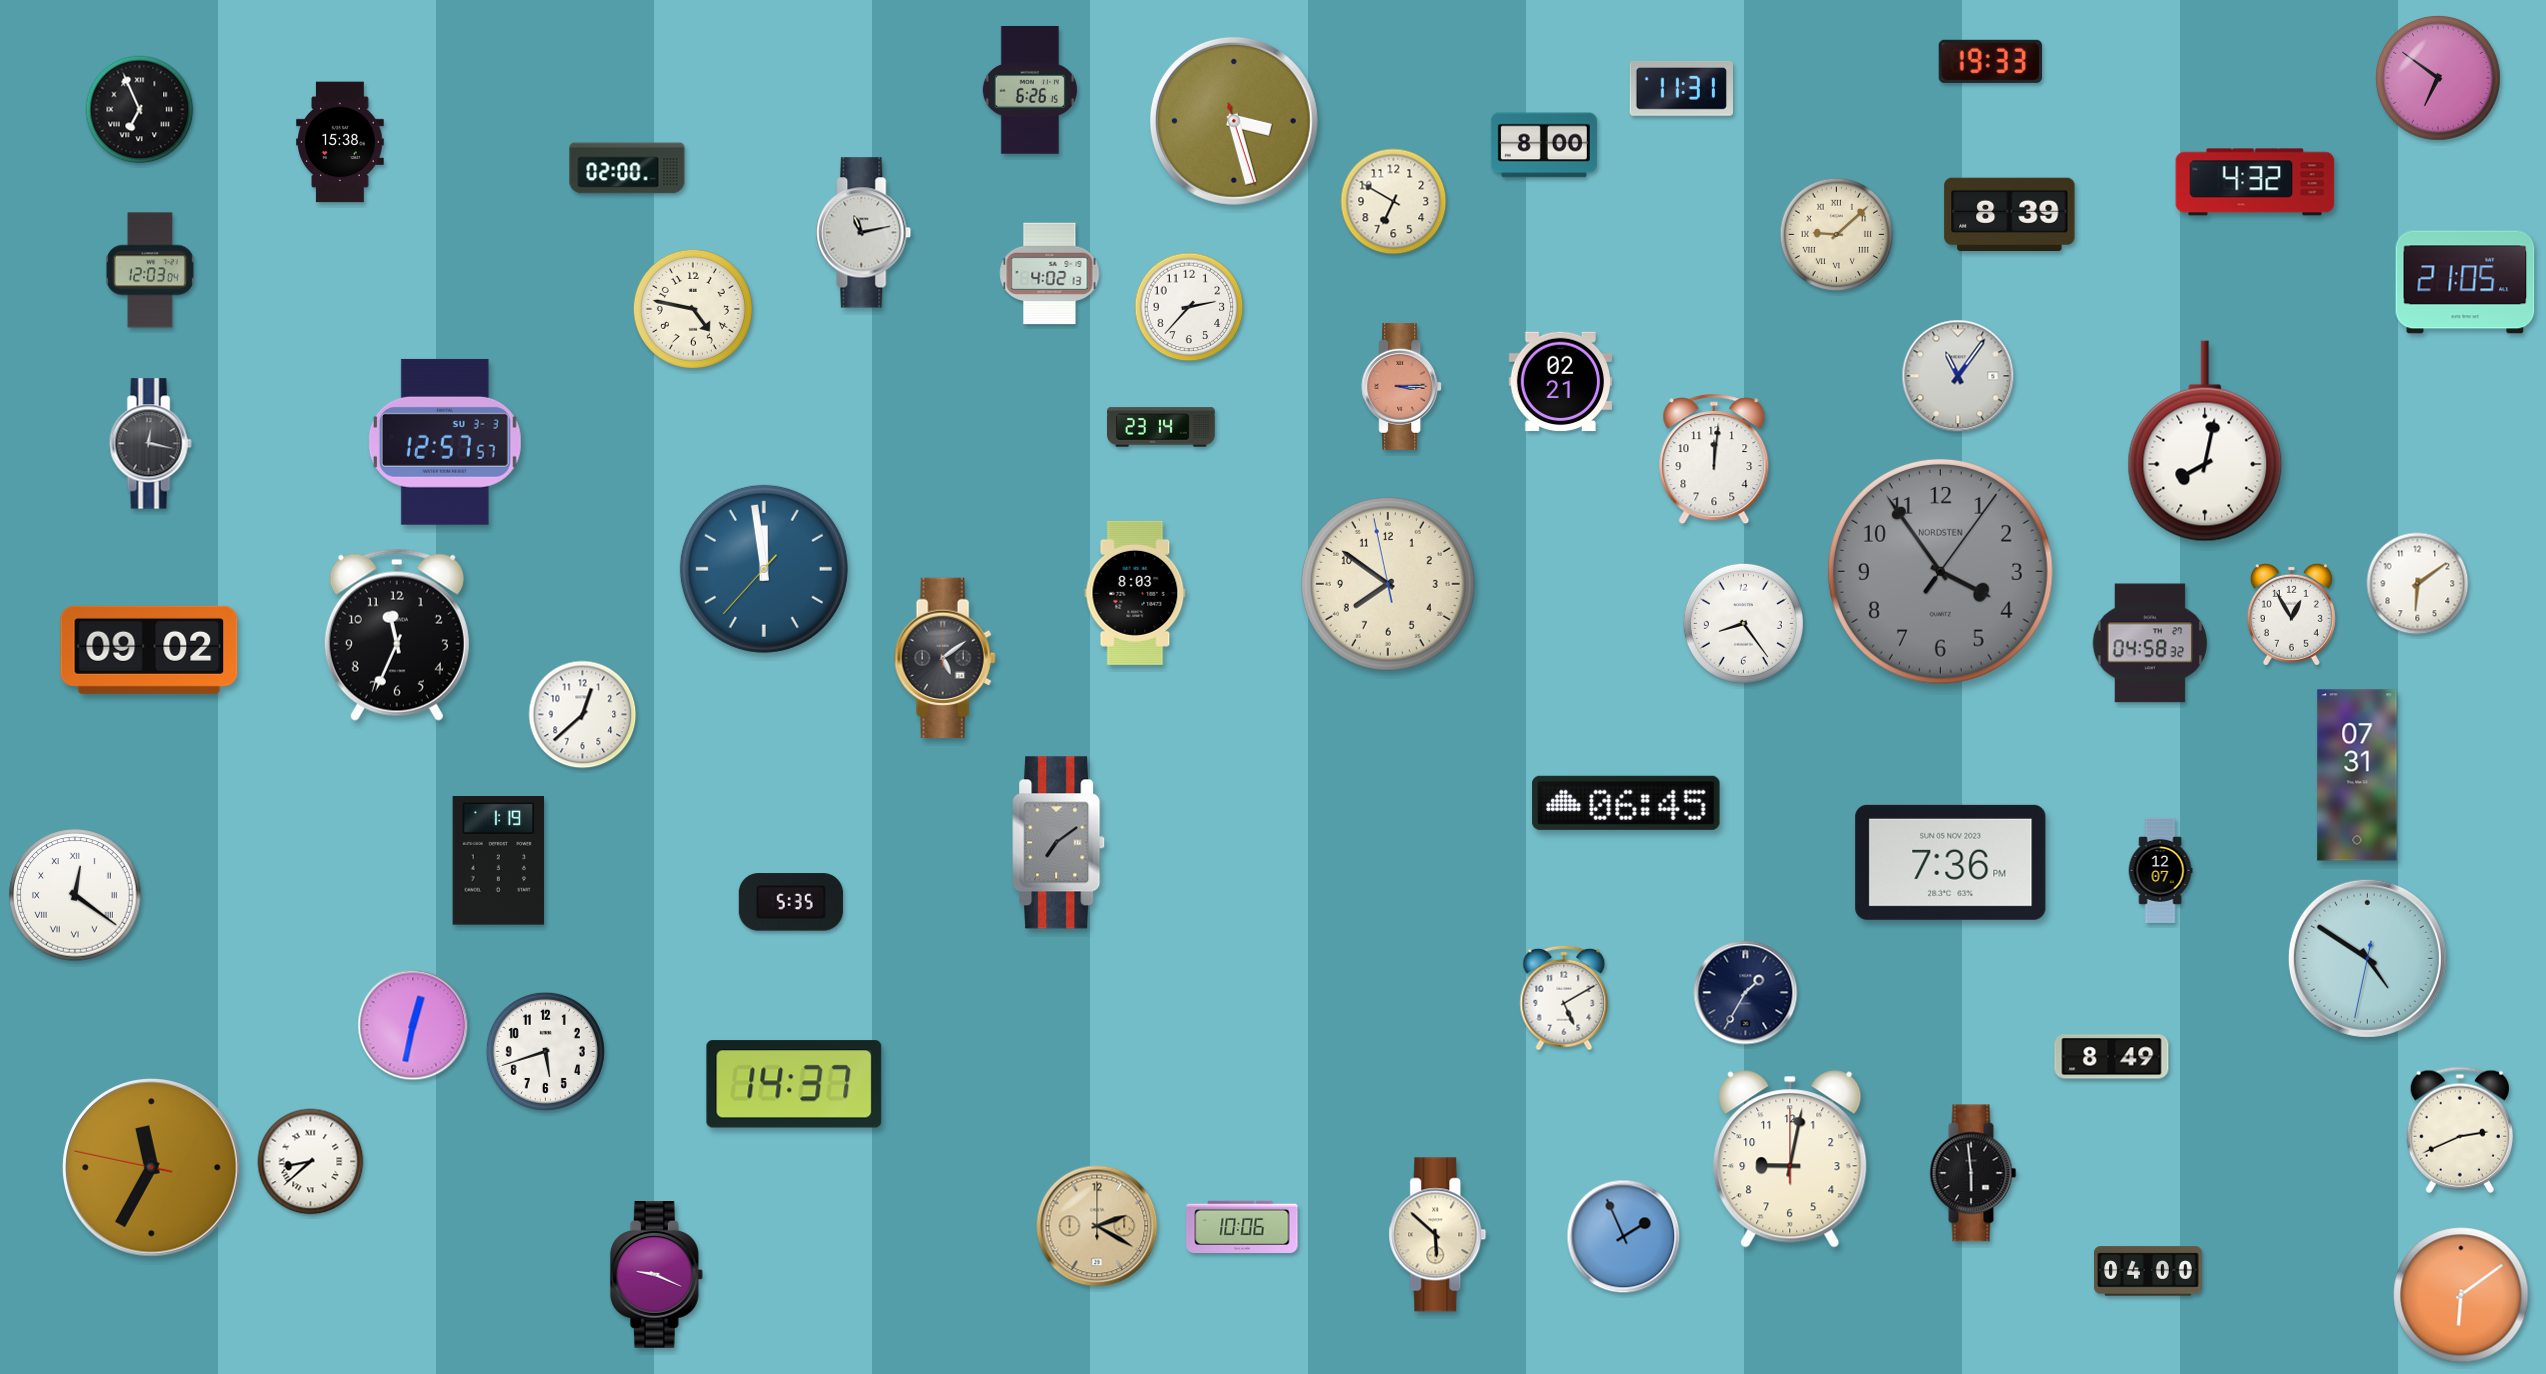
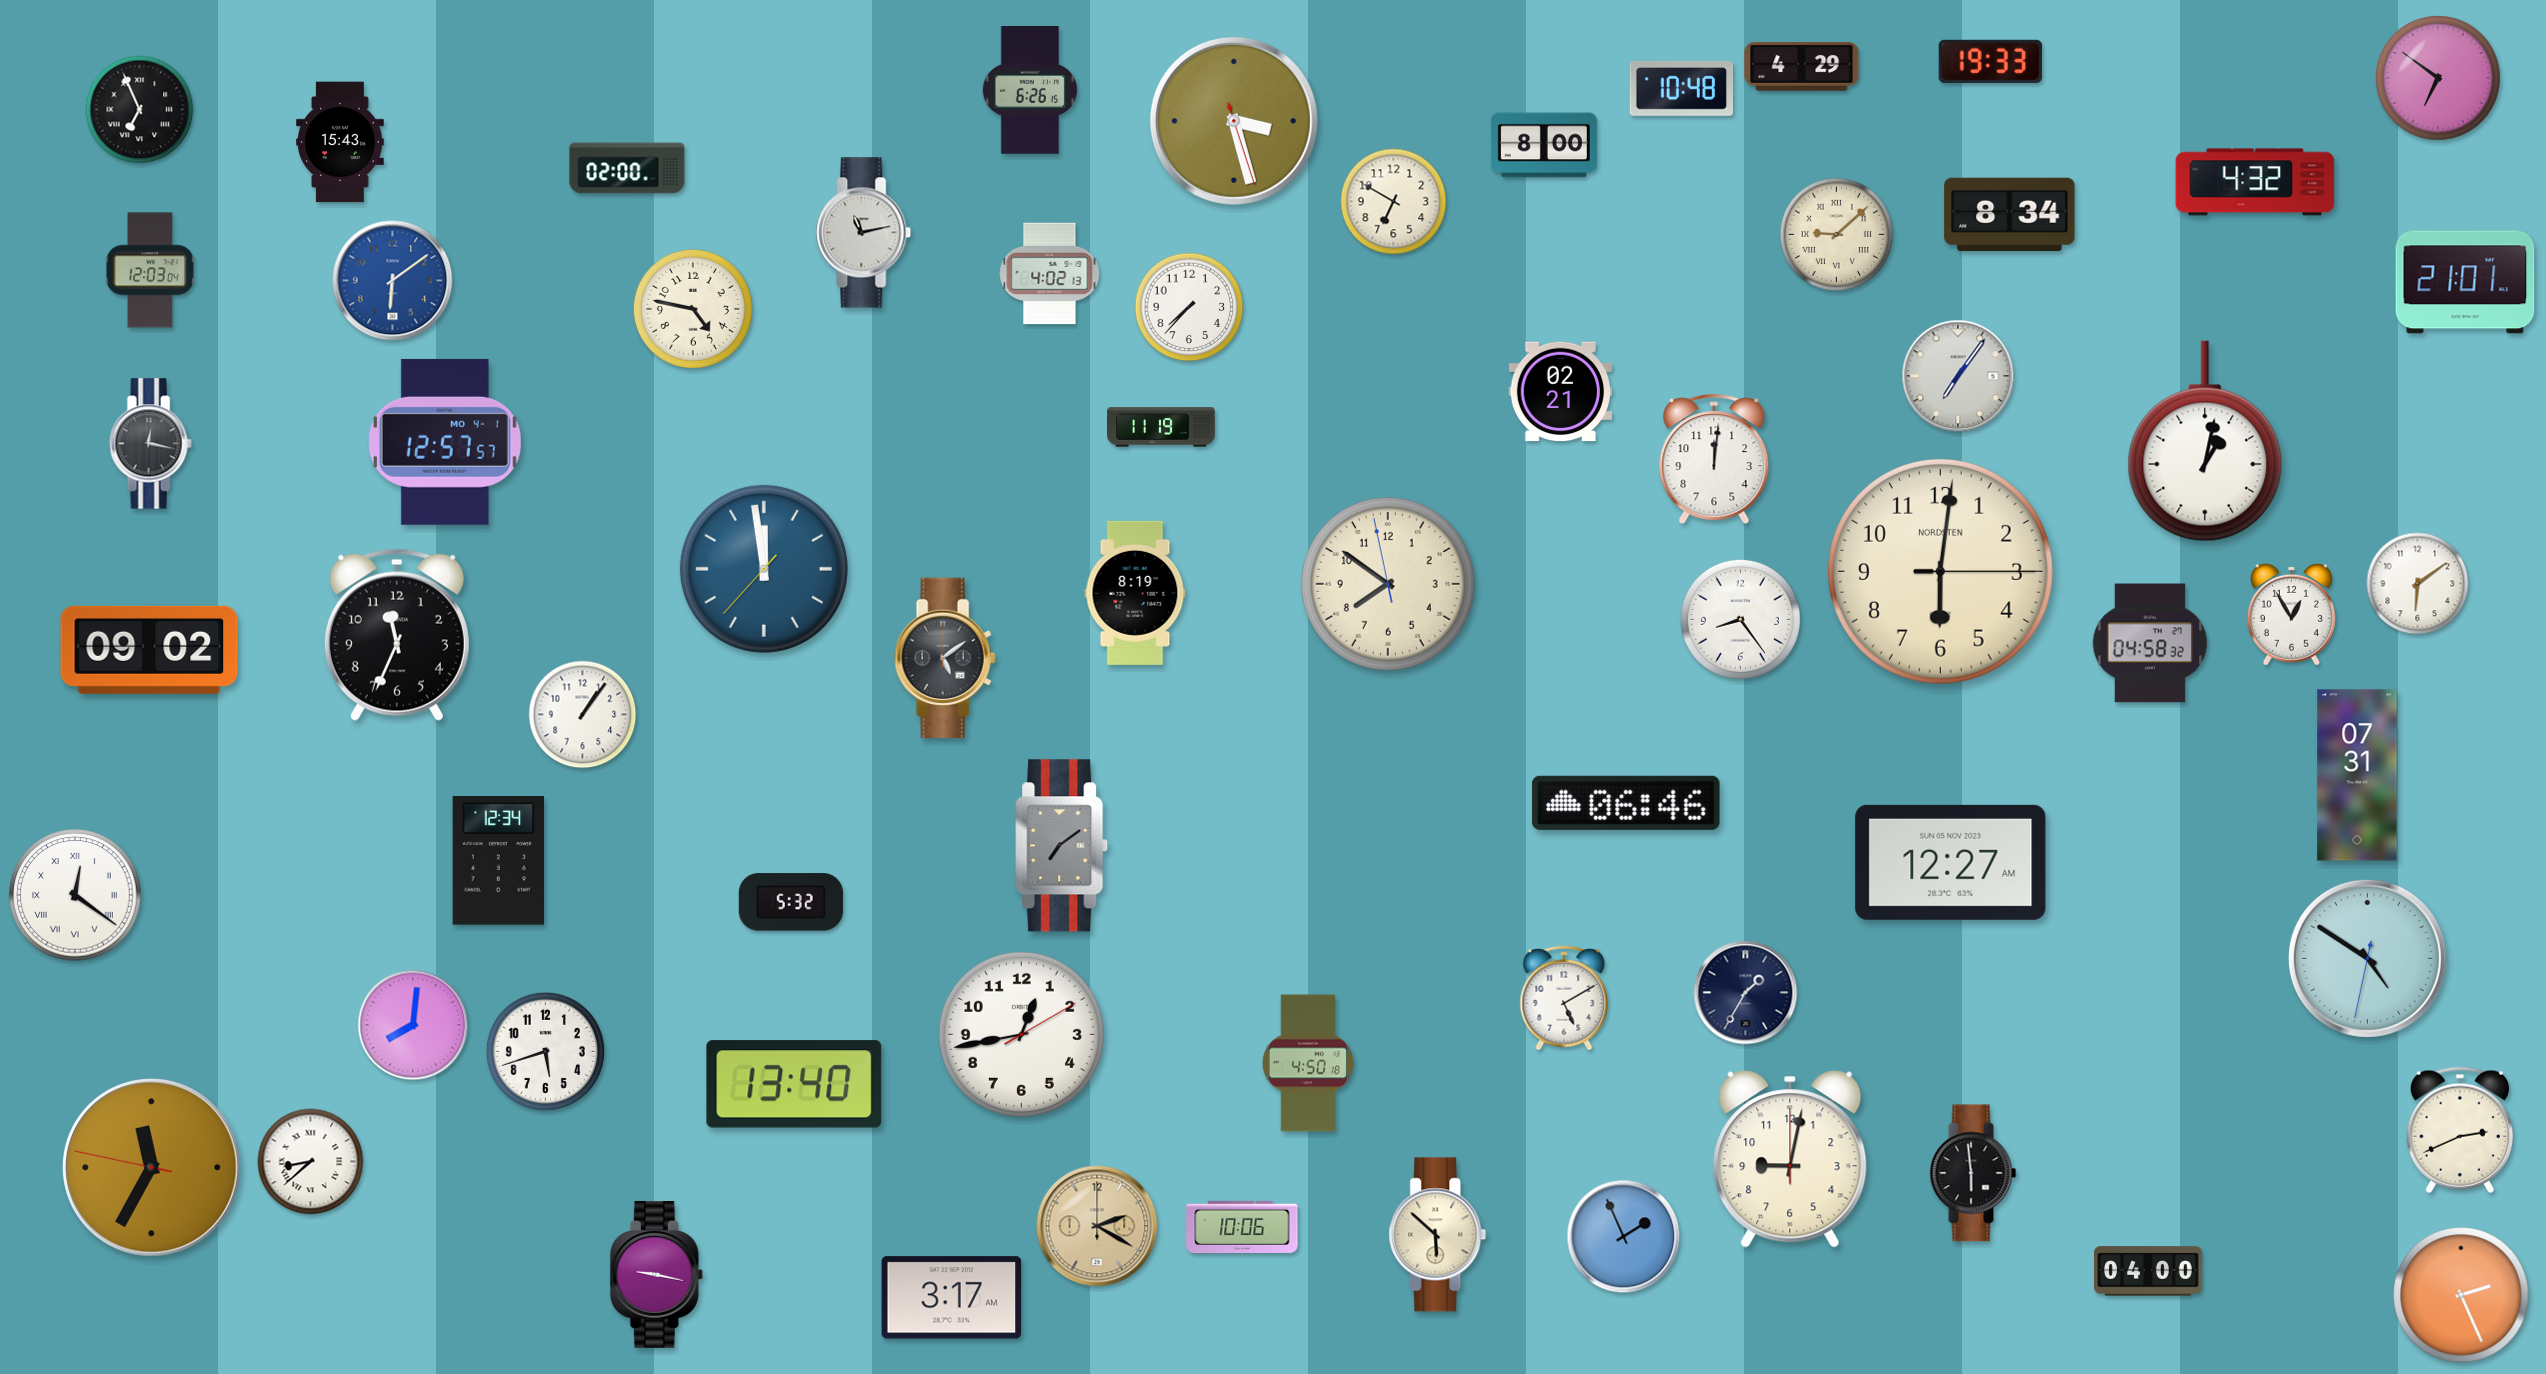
clock at (1802, 67): none -> 4:29
clock at (1681, 88): 11:31 -> 10:48
clock at (340, 142): 15:38 -> 15:43
clock at (2010, 214): 8:39 -> 8:34
clock at (393, 281): none -> 6:09
clock at (2465, 282): 21:05 -> 21:01
clock at (1189, 307): 2:37 -> 7:37
clock at (1958, 376): 11:06 -> 7:06
clock at (1560, 382) position: (1560, 382) -> (1560, 392)
clock at (1402, 386): 3:15 -> none
clock at (1162, 427): 23:14 -> 11:19
clock at (2205, 441): 8:02 -> 1:02
clock at (445, 442) date: SU 3-3 -> MO 4-1
clock at (1940, 571): 3:54 -> 6:01
clock at (1940, 571) dial: grey -> cream
clock at (1135, 593): 8:03 -> 8:19
clock at (1743, 623) position: (1743, 623) -> (1740, 619)
clock at (583, 715): 12:38 -> 1:06
clock at (1626, 803): 06:45 -> 06:46
clock at (1059, 843) position: (1059, 843) -> (1062, 846)
clock at (499, 861): 1:19 -> 12:34
clock at (1951, 862): 7:36 -> 12:27
clock at (2160, 870): 12:07 -> none
clock at (791, 902): 5:35 -> 5:32
clock at (413, 1025): 12:32 -> 8:01
clock at (1021, 1034): none -> 12:43
clock at (2112, 1057): 8:49 -> none
clock at (1308, 1063): none -> 4:50
clock at (794, 1084): 14:37 -> 13:40
clock at (656, 1275): 9:19 -> 9:17
clock at (2461, 1295): 6:09 -> 2:26
clock at (952, 1298): none -> 3:17
